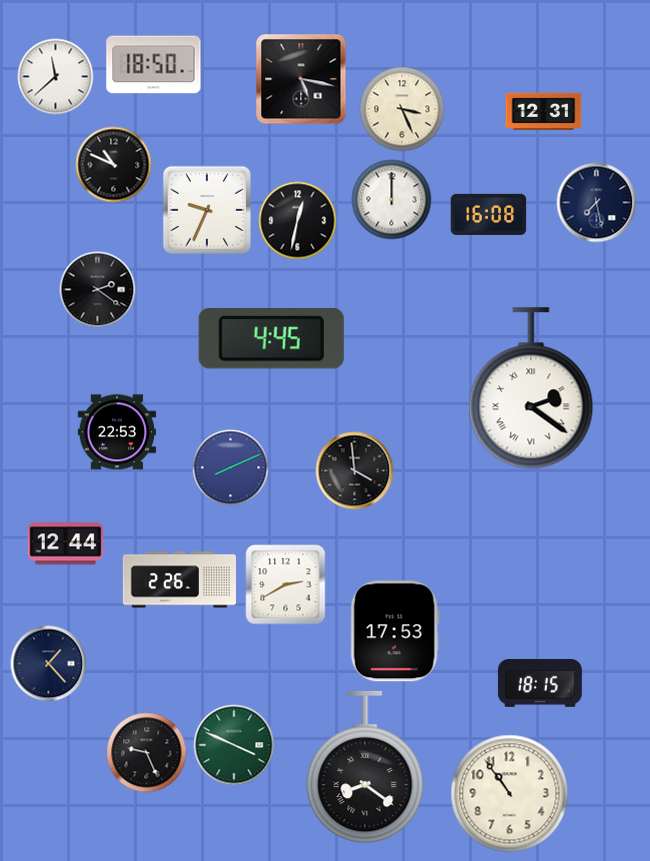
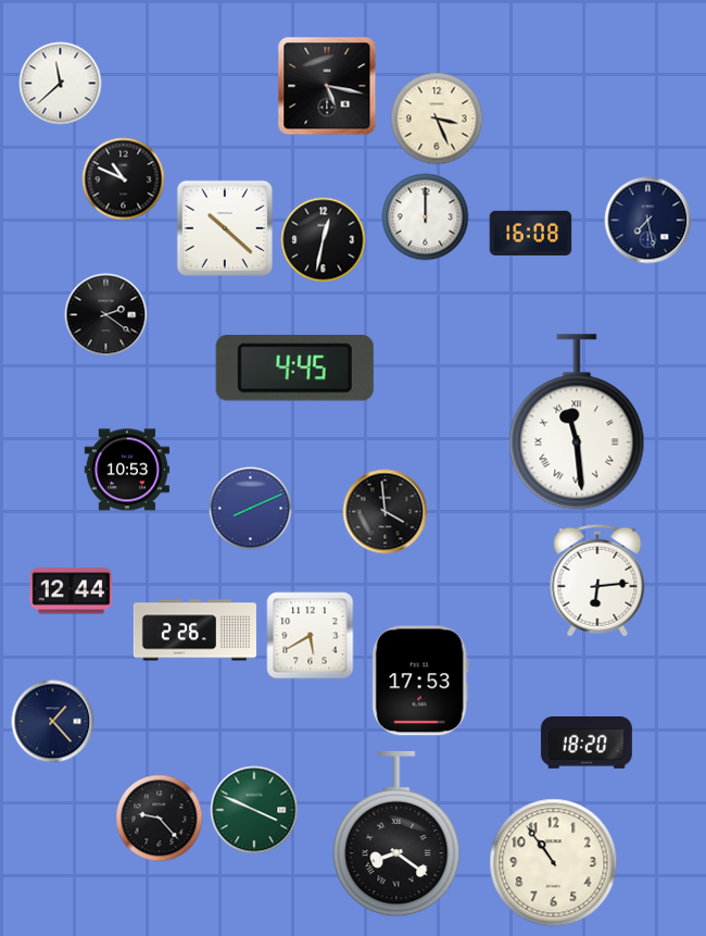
clock at (154, 65): 18:50 -> none
clock at (544, 111): 12:31 -> none
clock at (206, 209): 9:34 -> 10:22
clock at (531, 388): 2:21 -> 11:29
clock at (117, 432): 22:53 -> 10:53
clock at (597, 581): none -> 6:14
clock at (286, 585): 2:40 -> 5:40
clock at (395, 631) position: (395, 631) -> (420, 681)
clock at (540, 684): 18:15 -> 18:20
clock at (147, 753): 9:26 -> 9:23
